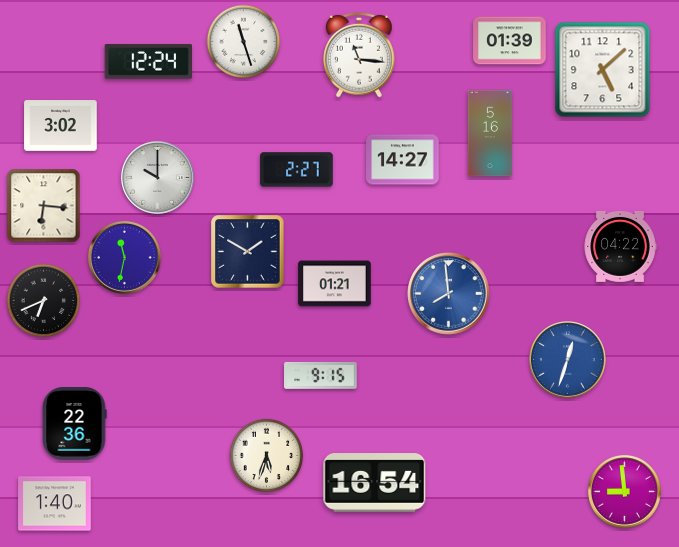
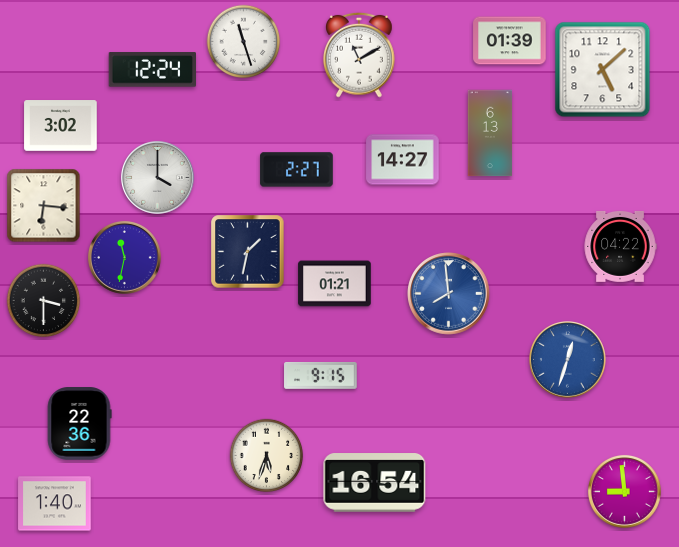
clock at (360, 55): 11:16 -> 11:10
clock at (148, 62) position: (148, 62) -> (152, 70)
clock at (490, 133): 5:16 -> 6:13
clock at (157, 177): 10:00 -> 4:00
clock at (248, 252): 1:50 -> 1:32
clock at (44, 301): 6:41 -> 3:30
clock at (74, 424) position: (74, 424) -> (79, 424)
